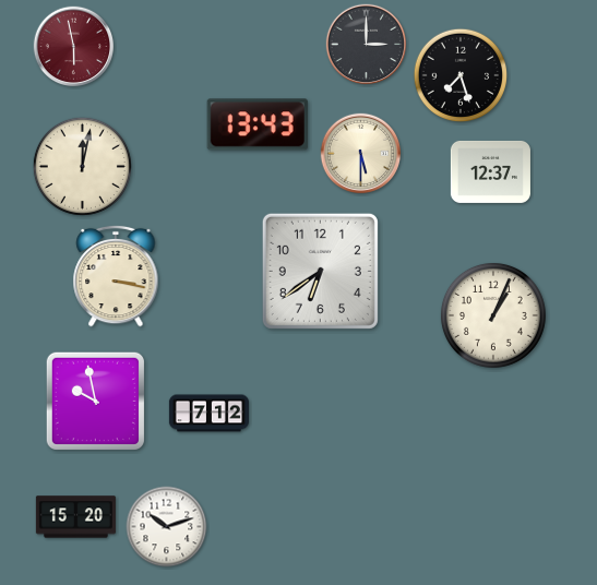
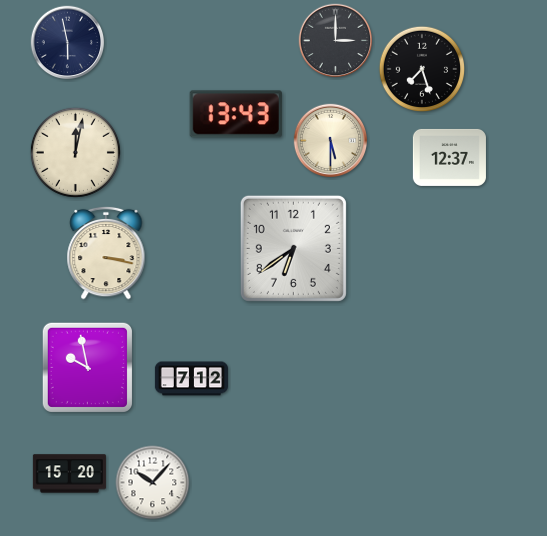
clock at (74, 47) dial: burgundy -> navy
clock at (493, 315): 1:04 -> none
clock at (167, 527): 10:12 -> 10:07
